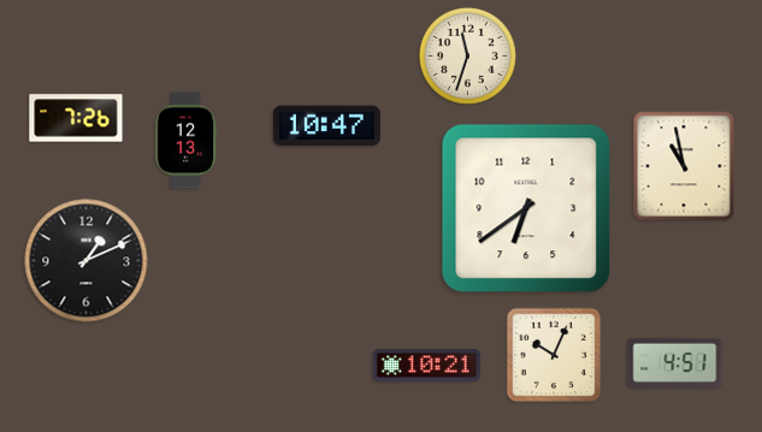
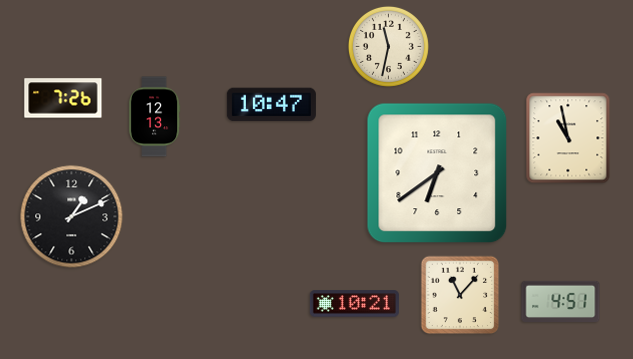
clock at (467, 55): 11:33 -> 11:32
clock at (554, 355): 10:04 -> 11:07
